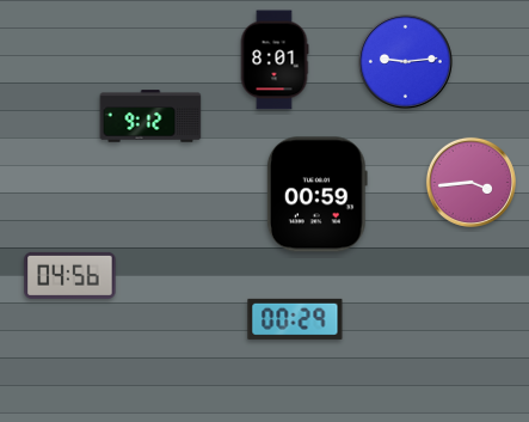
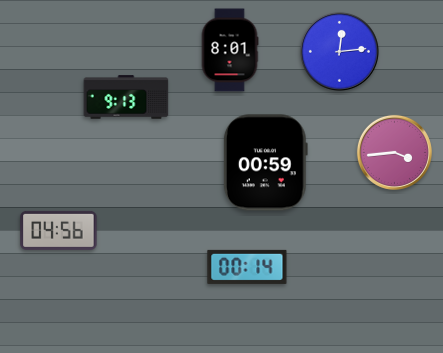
clock at (405, 61): 9:14 -> 12:14
clock at (150, 116): 9:12 -> 9:13
clock at (295, 319): 00:29 -> 00:14
